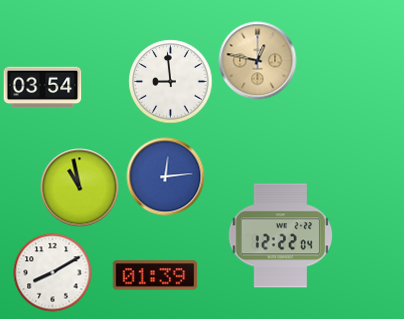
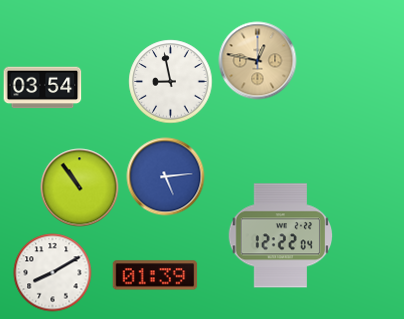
clock at (170, 81): 8:59 -> 8:58
clock at (165, 176): 12:14 -> 5:14
clock at (79, 187): 10:58 -> 10:54
